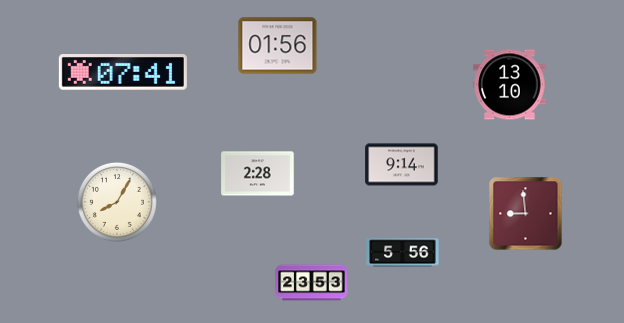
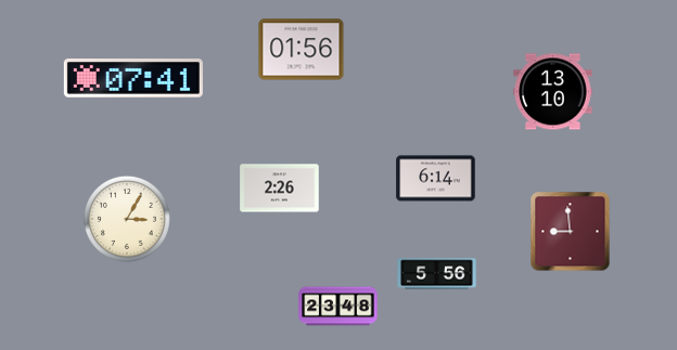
clock at (402, 165): 9:14 -> 6:14
clock at (258, 174): 2:28 -> 2:26
clock at (117, 202): 8:05 -> 3:05
clock at (312, 283): 23:53 -> 23:48
